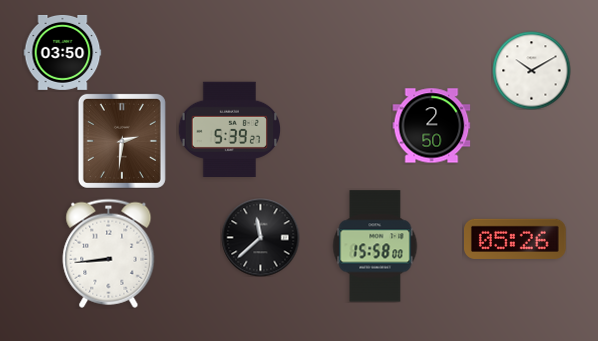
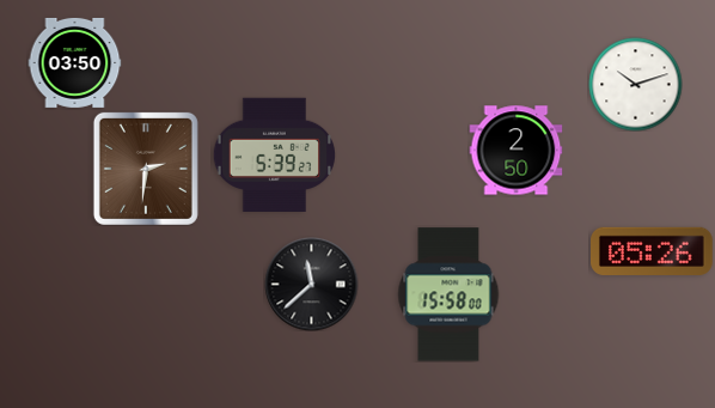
clock at (531, 70): 10:10 -> 10:12
clock at (516, 239) position: (516, 239) -> (653, 251)
clock at (109, 253): 8:44 -> none
